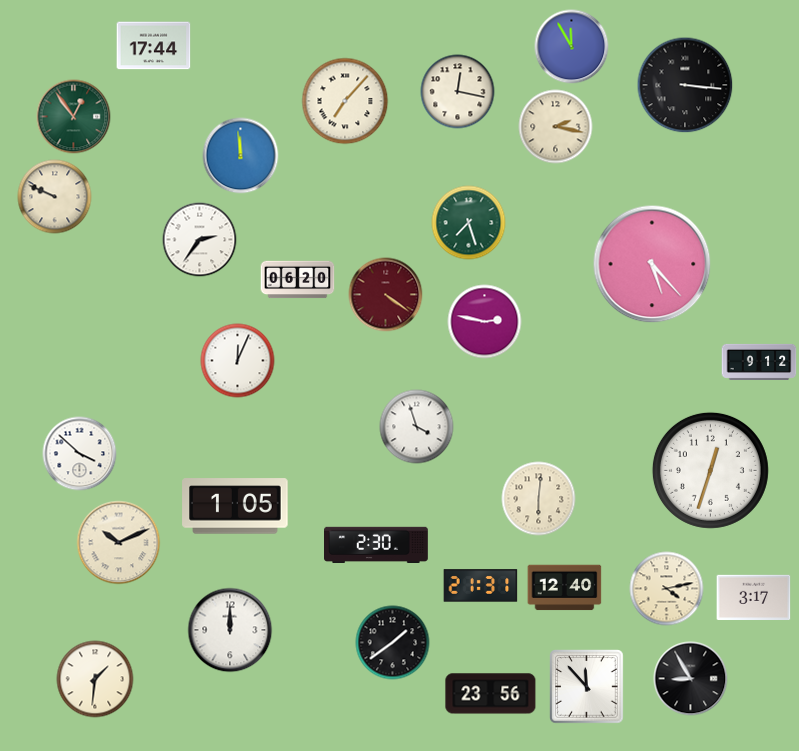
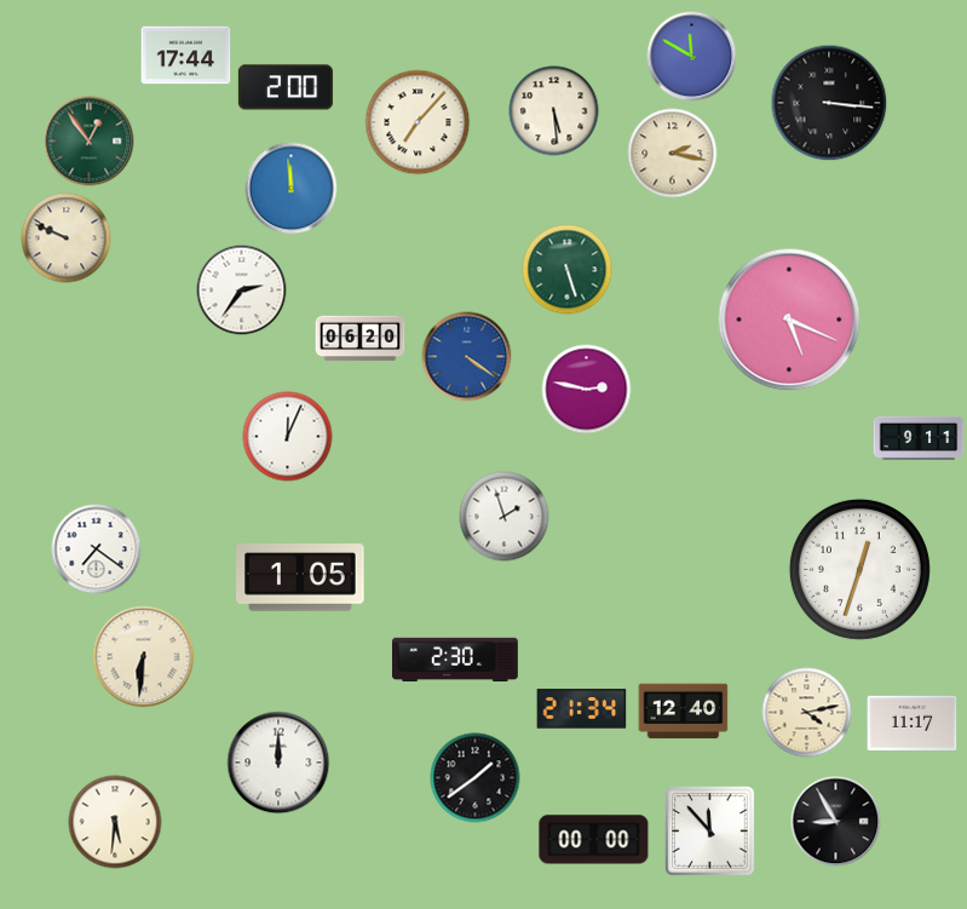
clock at (572, 47): 11:55 -> 11:50
clock at (286, 87): none -> 2:00
clock at (458, 92): 12:17 -> 5:29
clock at (469, 223): 7:27 -> 5:27
clock at (652, 264): 5:23 -> 5:19
clock at (386, 295) dial: burgundy -> blue
clock at (759, 362): 9:12 -> 9:11
clock at (417, 427): 3:57 -> 1:57
clock at (80, 454): 3:52 -> 7:21
clock at (539, 499): 6:01 -> none
clock at (235, 506) position: (235, 506) -> (300, 577)
clock at (119, 543): 10:11 -> 6:31
clock at (481, 586): 21:31 -> 21:34
clock at (754, 598): 3:17 -> 11:17
clock at (95, 679): 1:31 -> 5:31
clock at (491, 694): 23:56 -> 00:00
